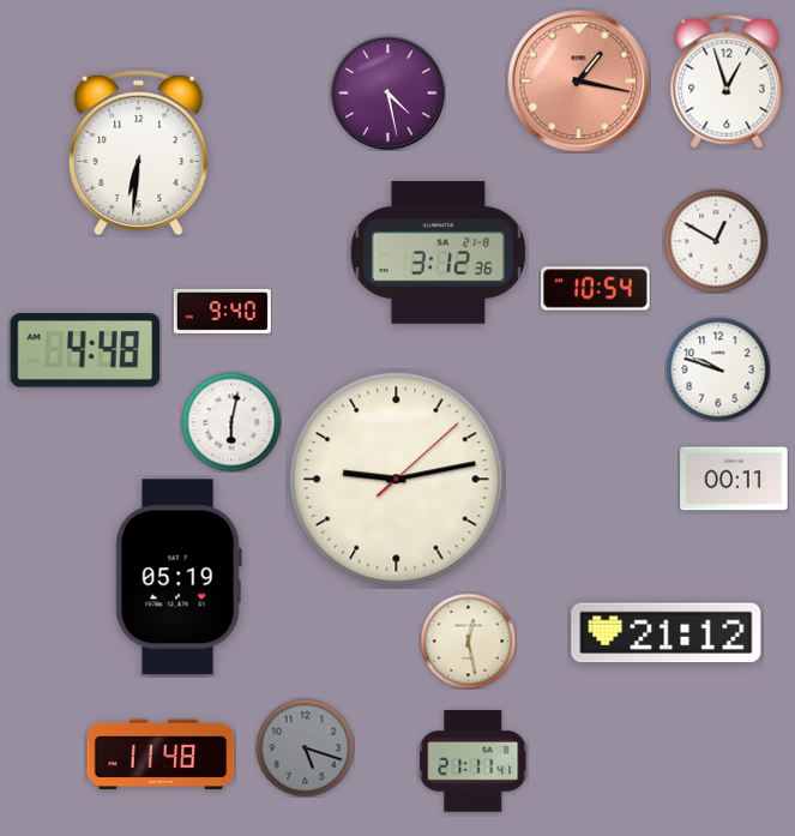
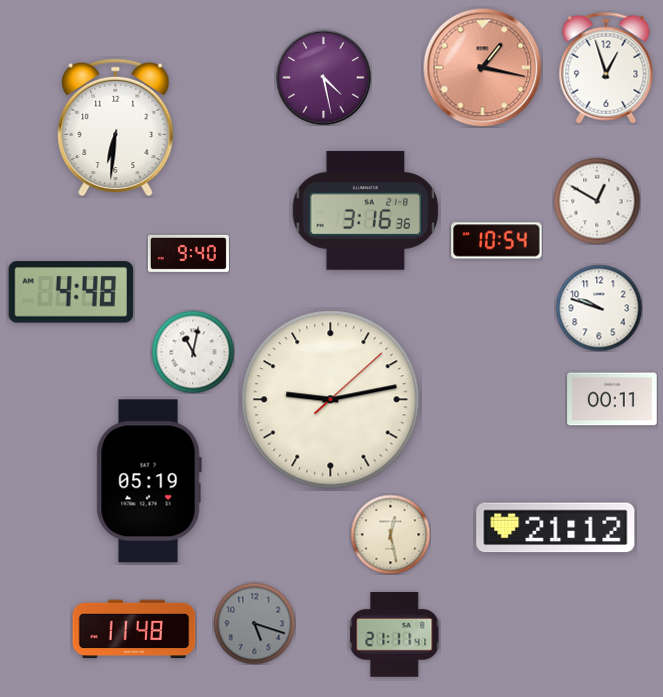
clock at (439, 252): 3:12 -> 3:16
clock at (222, 311) position: (222, 311) -> (188, 253)
clock at (231, 422): 6:02 -> 11:02
